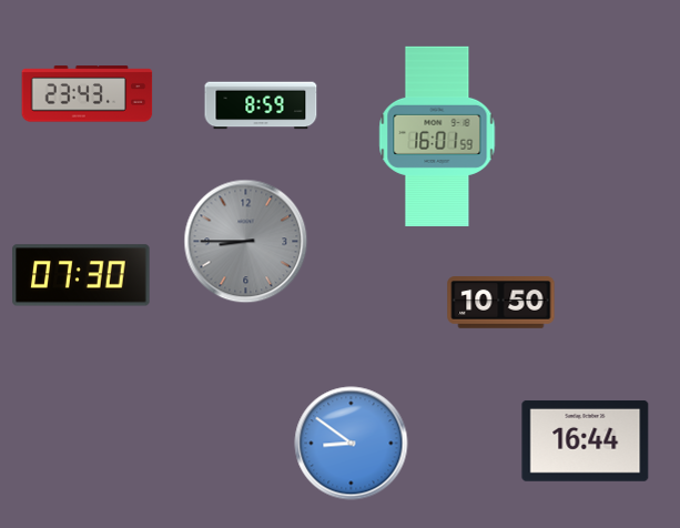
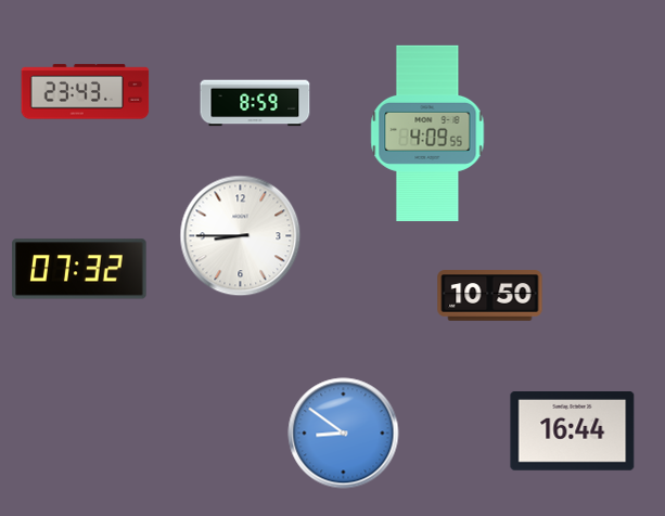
clock at (437, 136): 16:01 -> 4:09
clock at (246, 242) dial: grey -> white
clock at (81, 275): 07:30 -> 07:32
